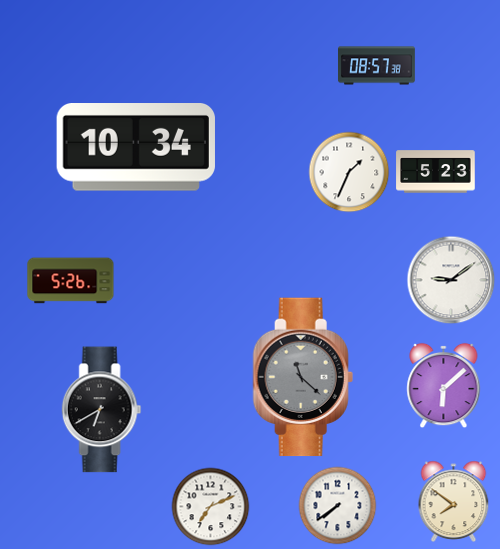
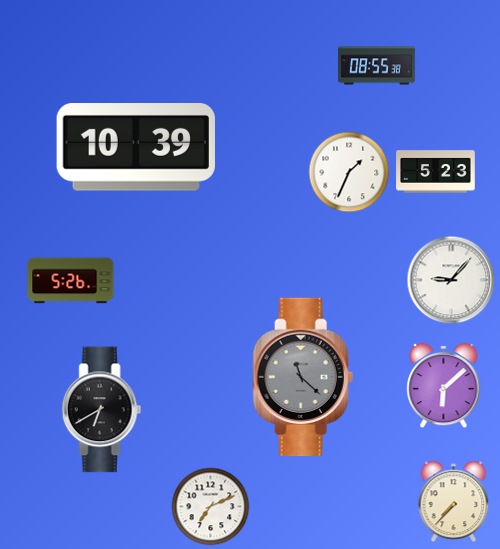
clock at (377, 66): 08:57 -> 08:55
clock at (136, 148): 10:34 -> 10:39
clock at (451, 280): 9:09 -> 9:07
clock at (454, 501): 7:51 -> 7:37
clock at (338, 506): 7:39 -> none
